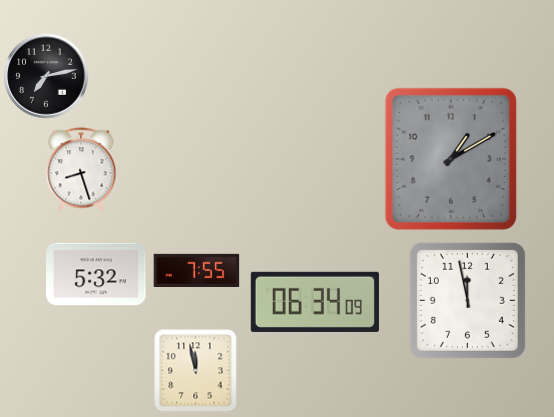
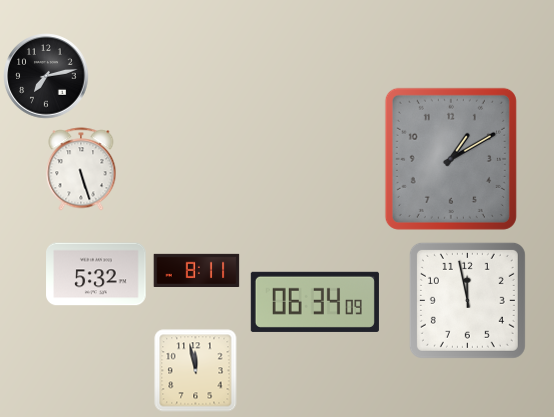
clock at (81, 169): 8:27 -> 5:27
clock at (197, 270): 7:55 -> 8:11
